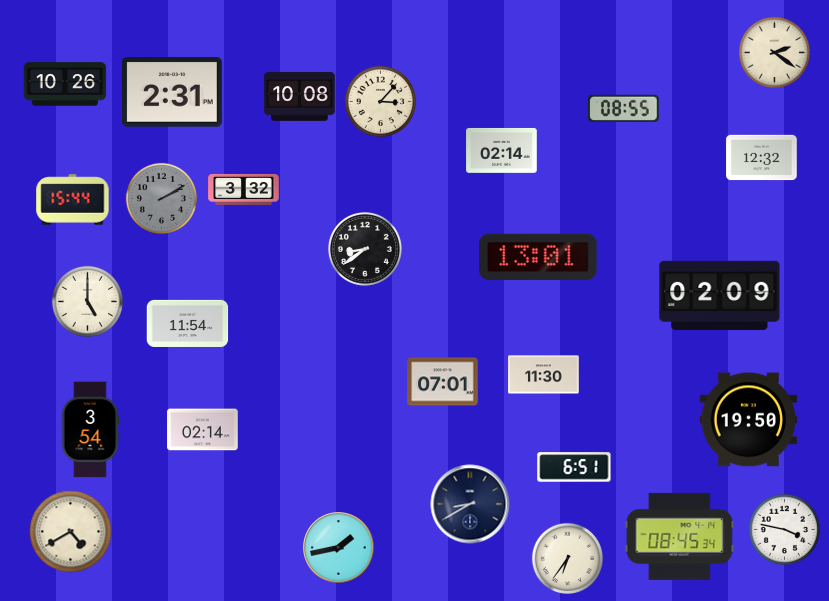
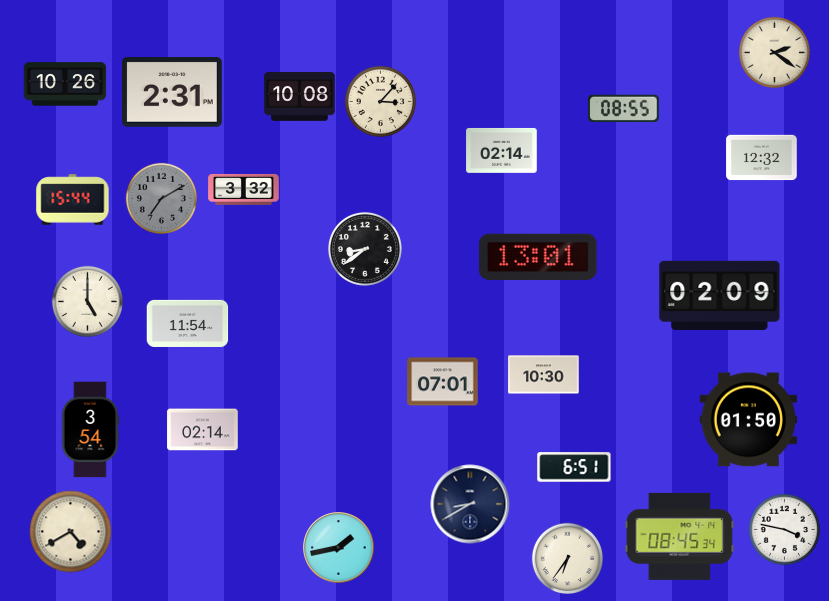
clock at (161, 198): 2:10 -> 7:10
clock at (544, 375): 11:30 -> 10:30
clock at (748, 420): 19:50 -> 01:50
